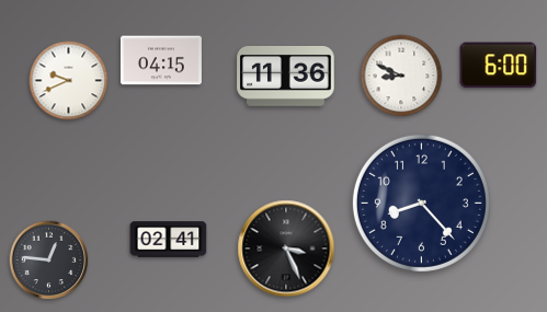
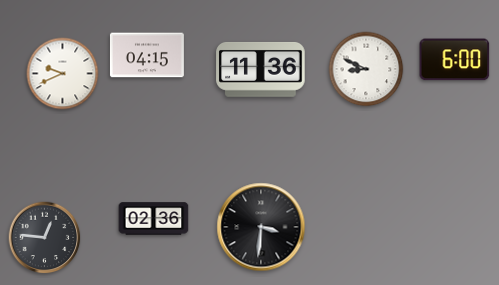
clock at (421, 203): 8:23 -> none
clock at (169, 240): 02:41 -> 02:36
clock at (286, 249): 3:26 -> 3:31
